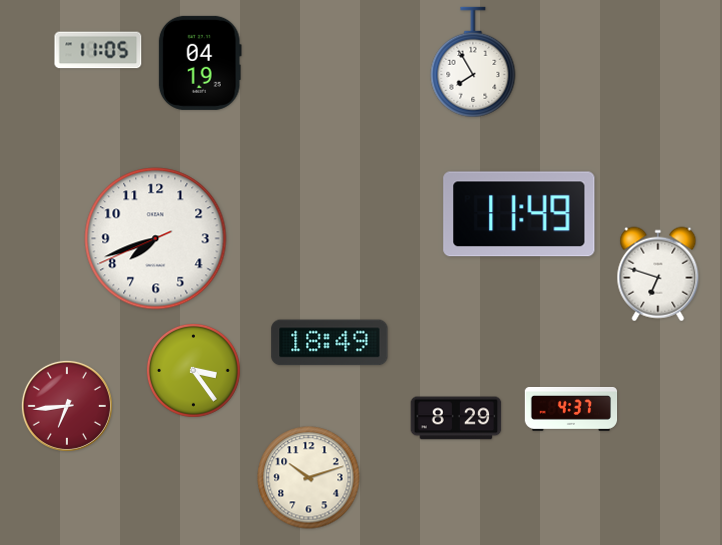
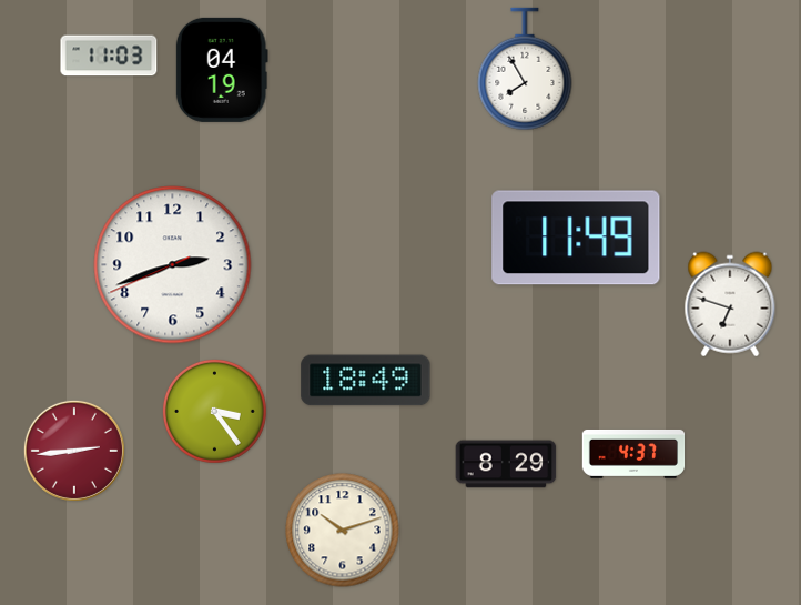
clock at (98, 50): 11:05 -> 11:03
clock at (156, 239): 7:41 -> 2:41
clock at (67, 406): 6:44 -> 2:44
